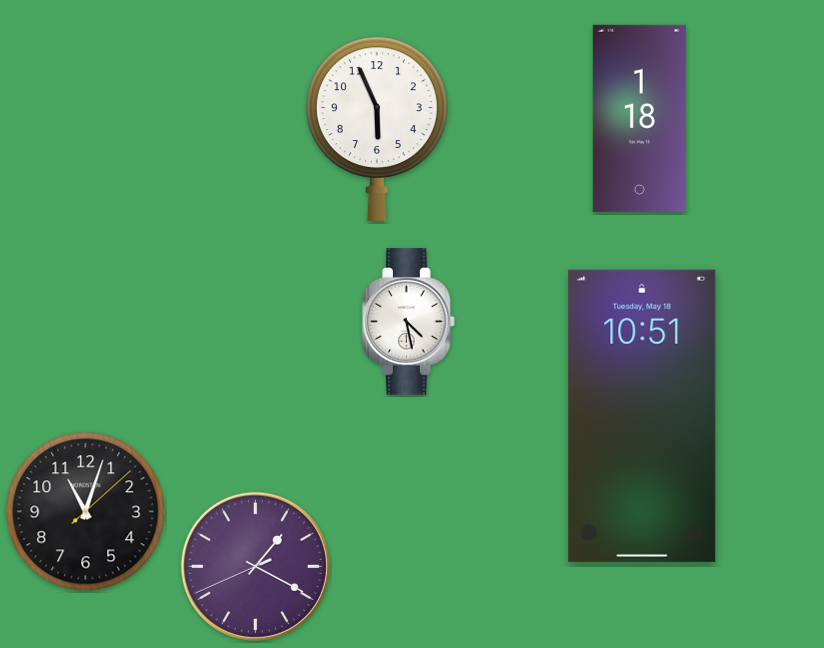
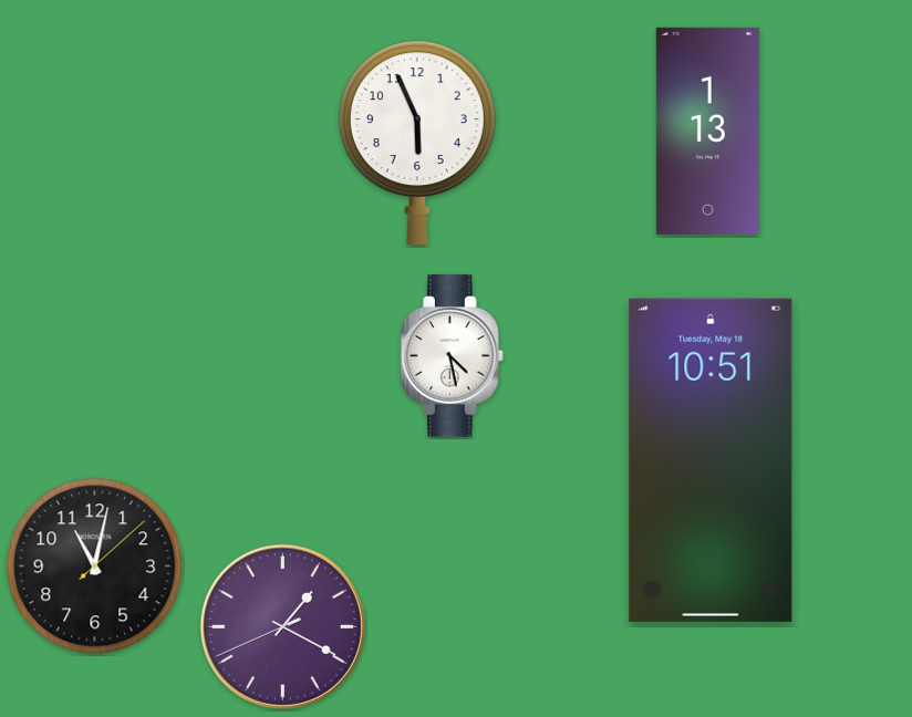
clock at (639, 118): 1:18 -> 1:13
clock at (86, 512): 11:03 -> 11:02
